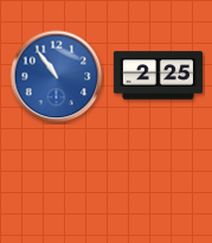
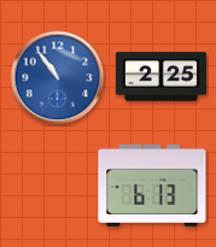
clock at (152, 186): none -> 6:13
